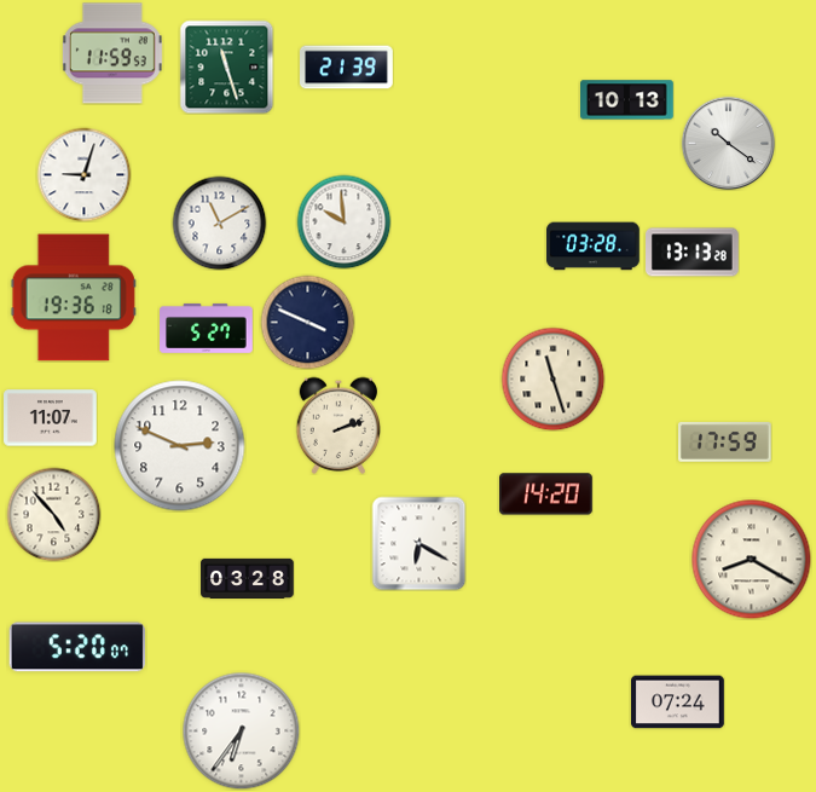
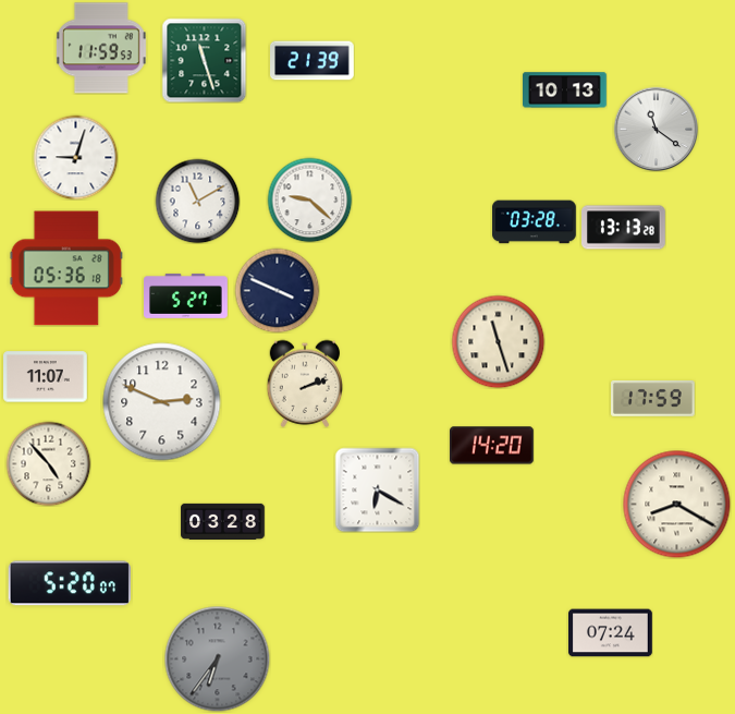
clock at (728, 143): 10:21 -> 11:21
clock at (343, 221): 9:59 -> 9:22
clock at (74, 297): 19:36 -> 05:36
clock at (241, 730) dial: white -> grey
